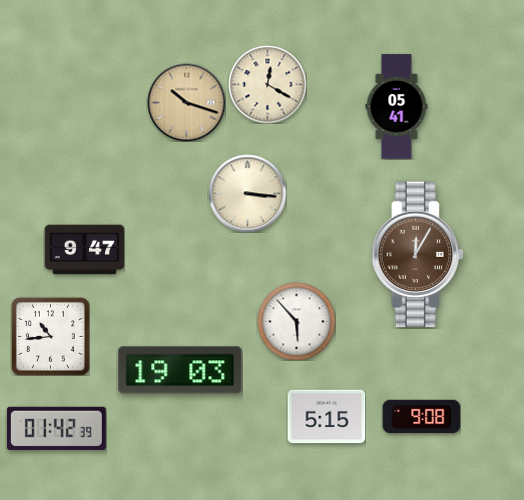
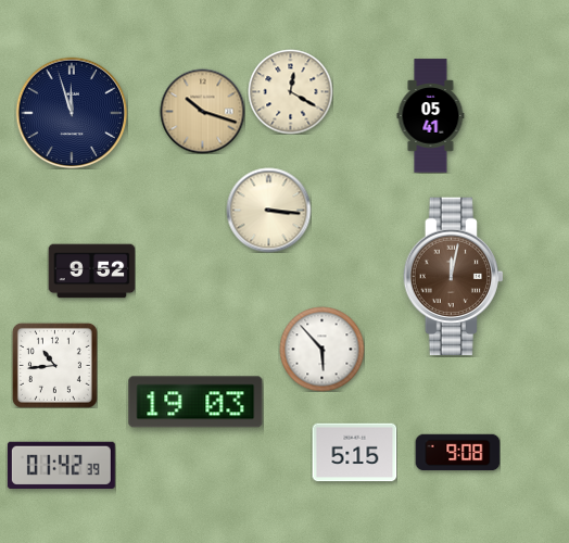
clock at (72, 113): none -> 11:57
clock at (84, 250): 9:47 -> 9:52
clock at (417, 255): 12:05 -> 12:02
